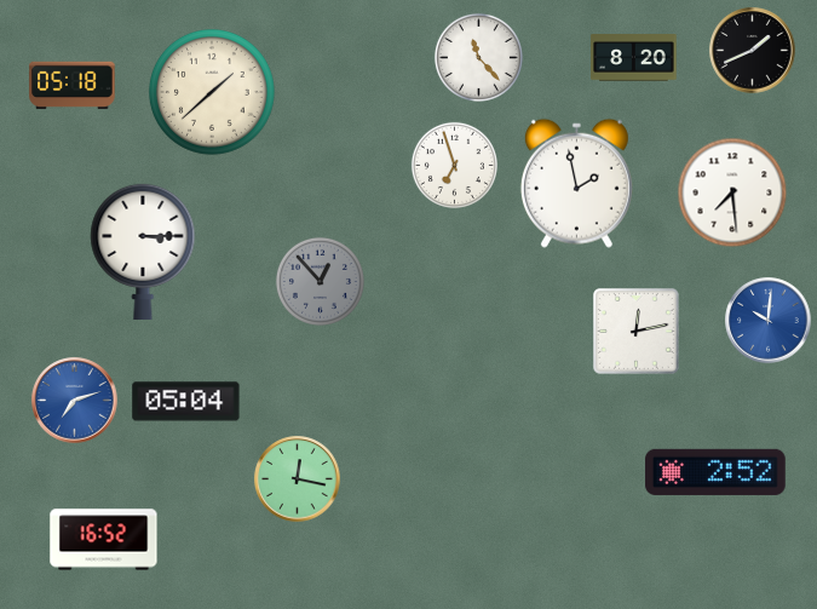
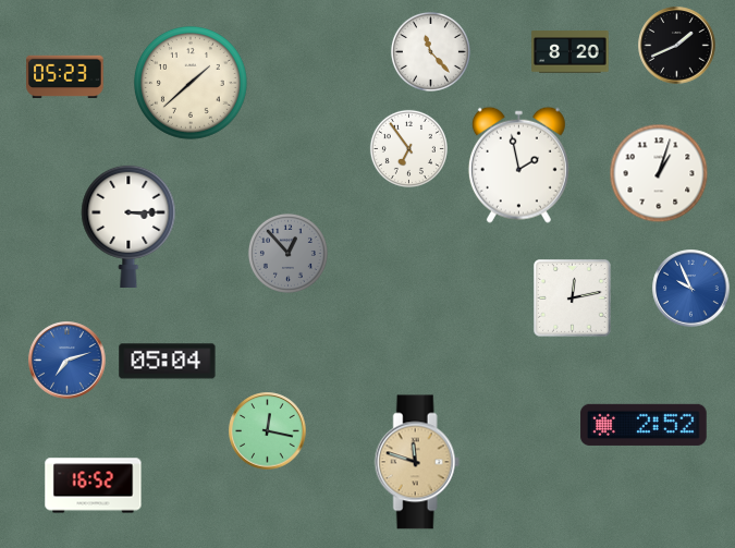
clock at (73, 85): 05:18 -> 05:23
clock at (454, 165): 6:57 -> 6:54
clock at (732, 193): 7:29 -> 1:03
clock at (769, 321): 10:01 -> 9:56
clock at (417, 462): none -> 11:48
